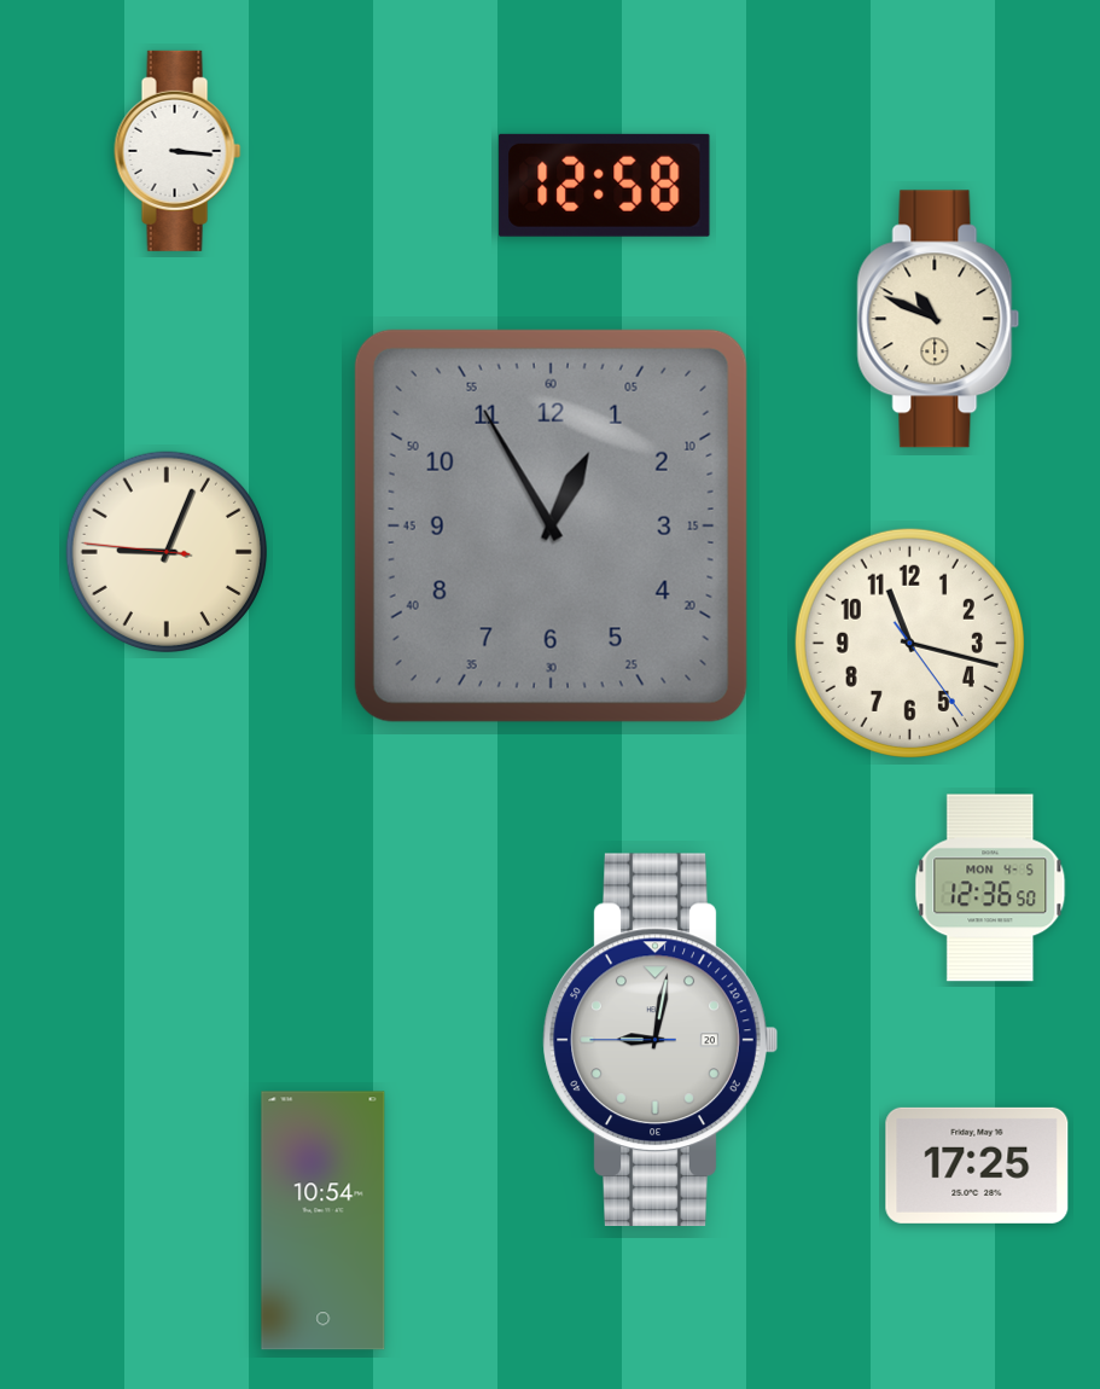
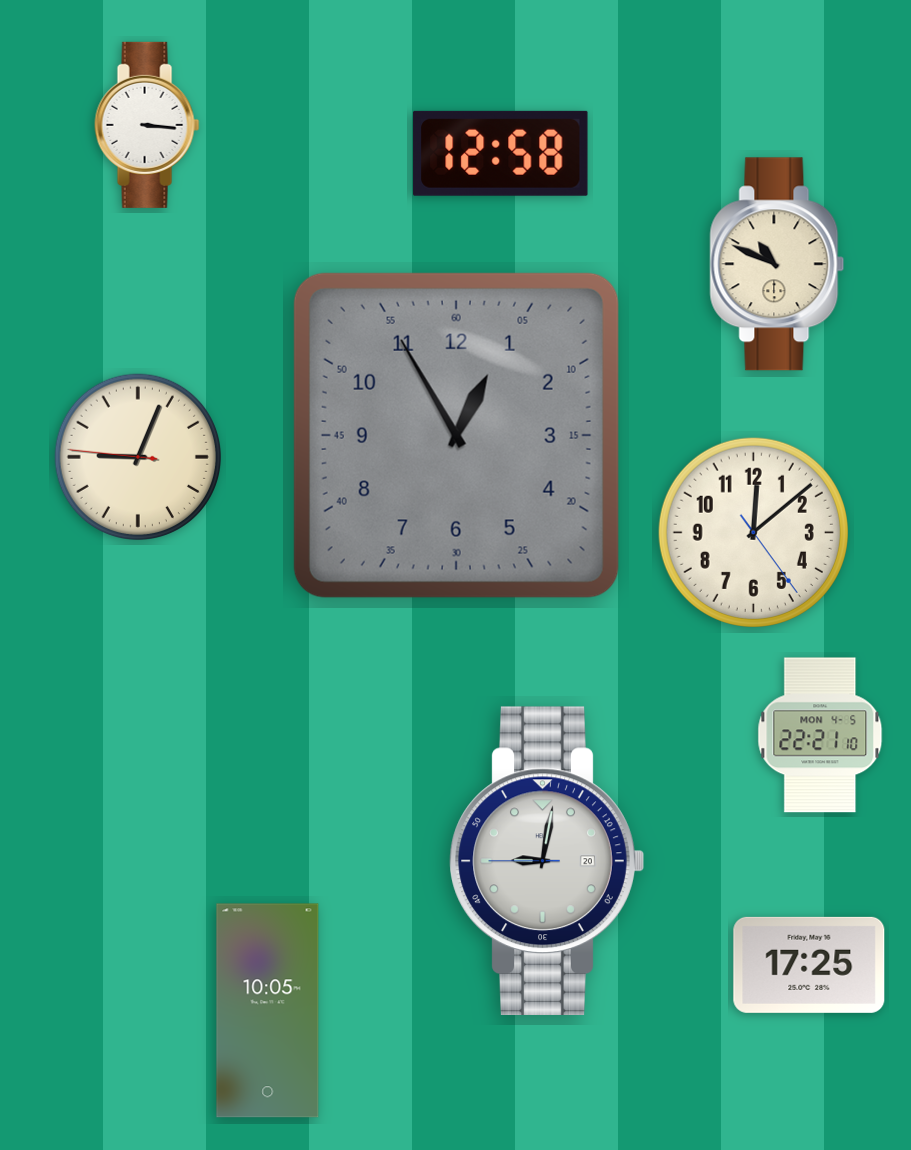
clock at (909, 643): 11:17 -> 12:08
clock at (990, 888): 12:36 -> 22:21
clock at (324, 1221): 10:54 -> 10:05
